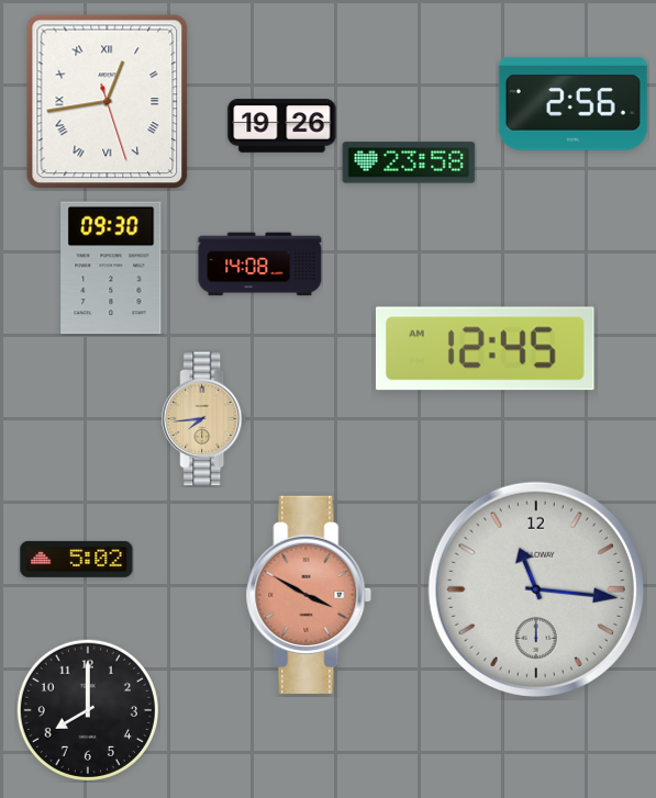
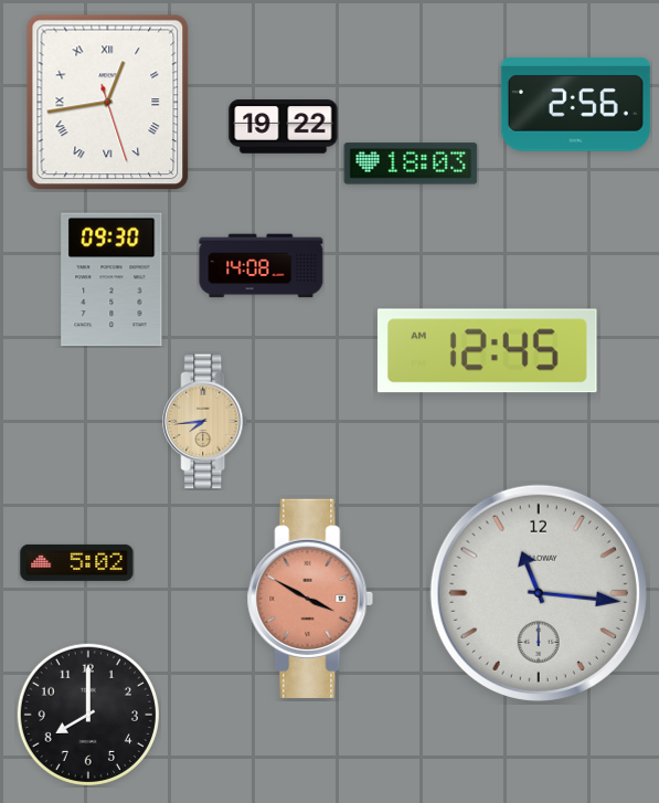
clock at (282, 126): 19:26 -> 19:22
clock at (409, 162): 23:58 -> 18:03
clock at (111, 268) position: (111, 268) -> (111, 279)
